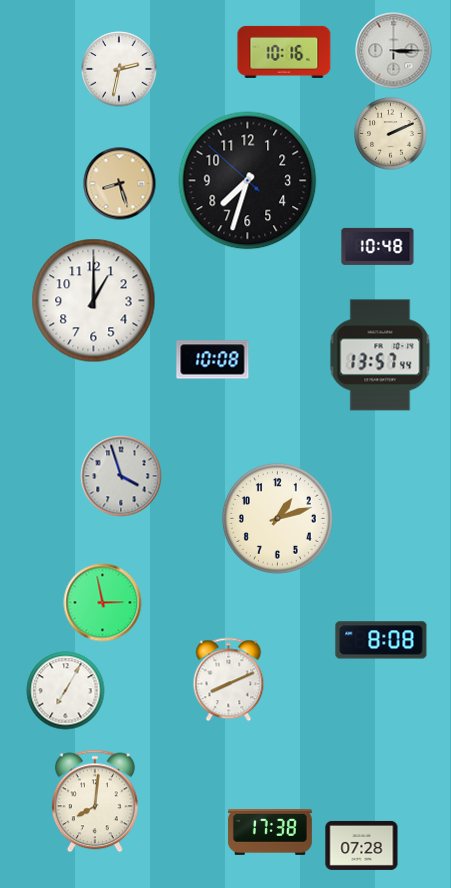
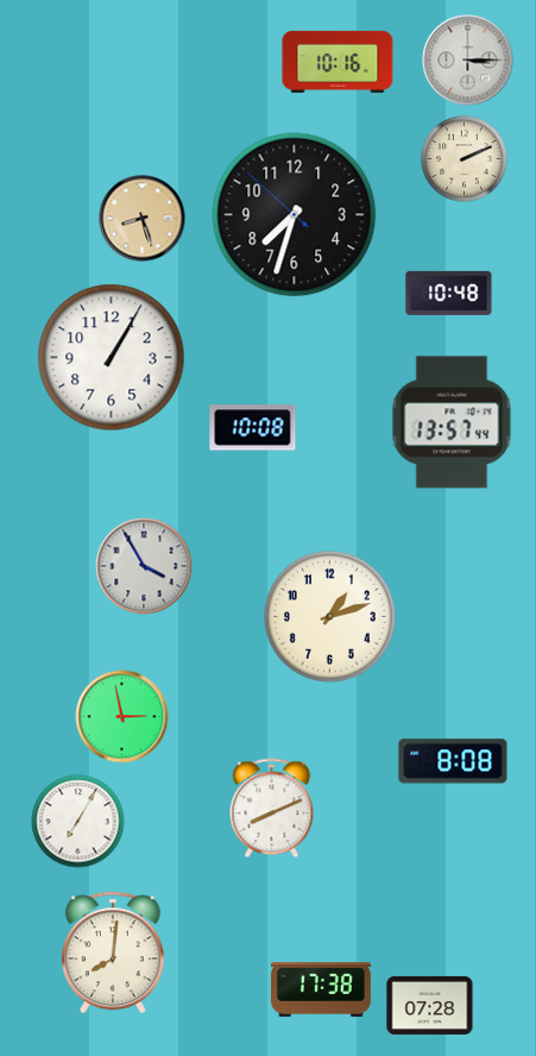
clock at (119, 69): 2:32 -> none
clock at (94, 301): 1:00 -> 1:05
clock at (121, 476): 3:57 -> 3:55
